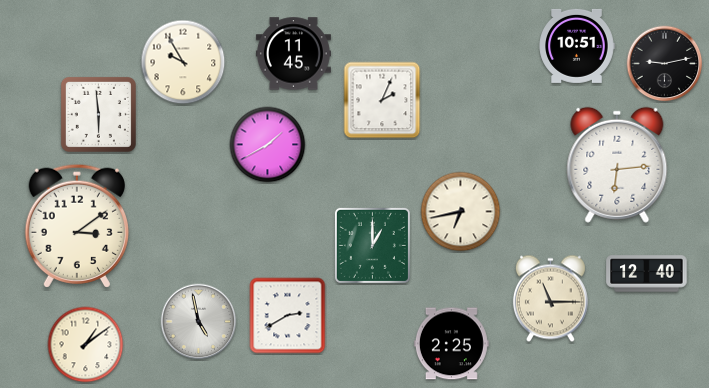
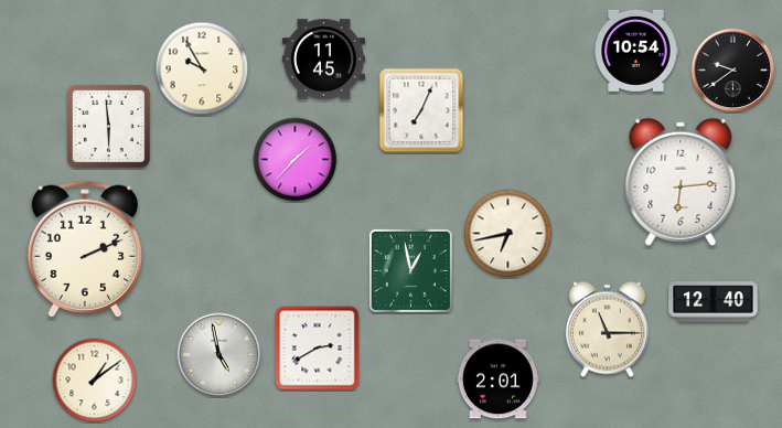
clock at (577, 46): 10:51 -> 10:54
clock at (665, 64): 9:13 -> 9:39
clock at (382, 100): 2:04 -> 7:04
clock at (268, 145): 1:40 -> 1:37
clock at (77, 226): 3:09 -> 2:11
clock at (372, 245): 1:00 -> 12:58
clock at (451, 344): 2:25 -> 2:01
